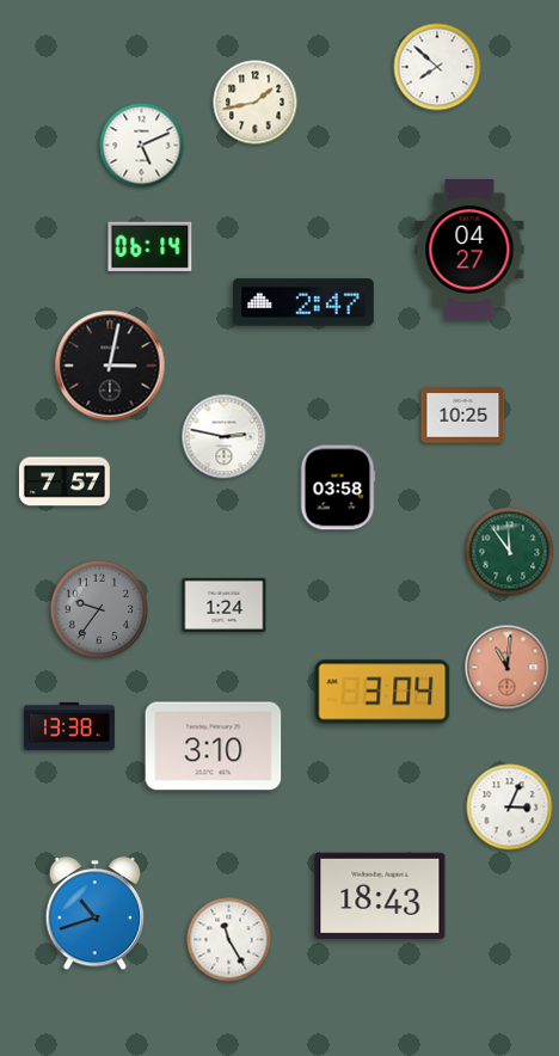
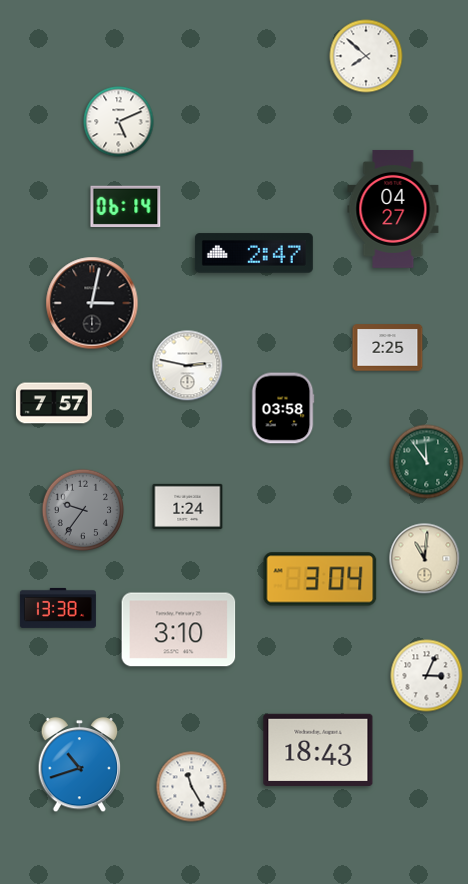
clock at (256, 103): 1:43 -> none
clock at (110, 366) position: (110, 366) -> (92, 303)
clock at (463, 416): 10:25 -> 2:25
clock at (508, 668) dial: salmon -> cream
clock at (214, 747) position: (214, 747) -> (179, 630)
